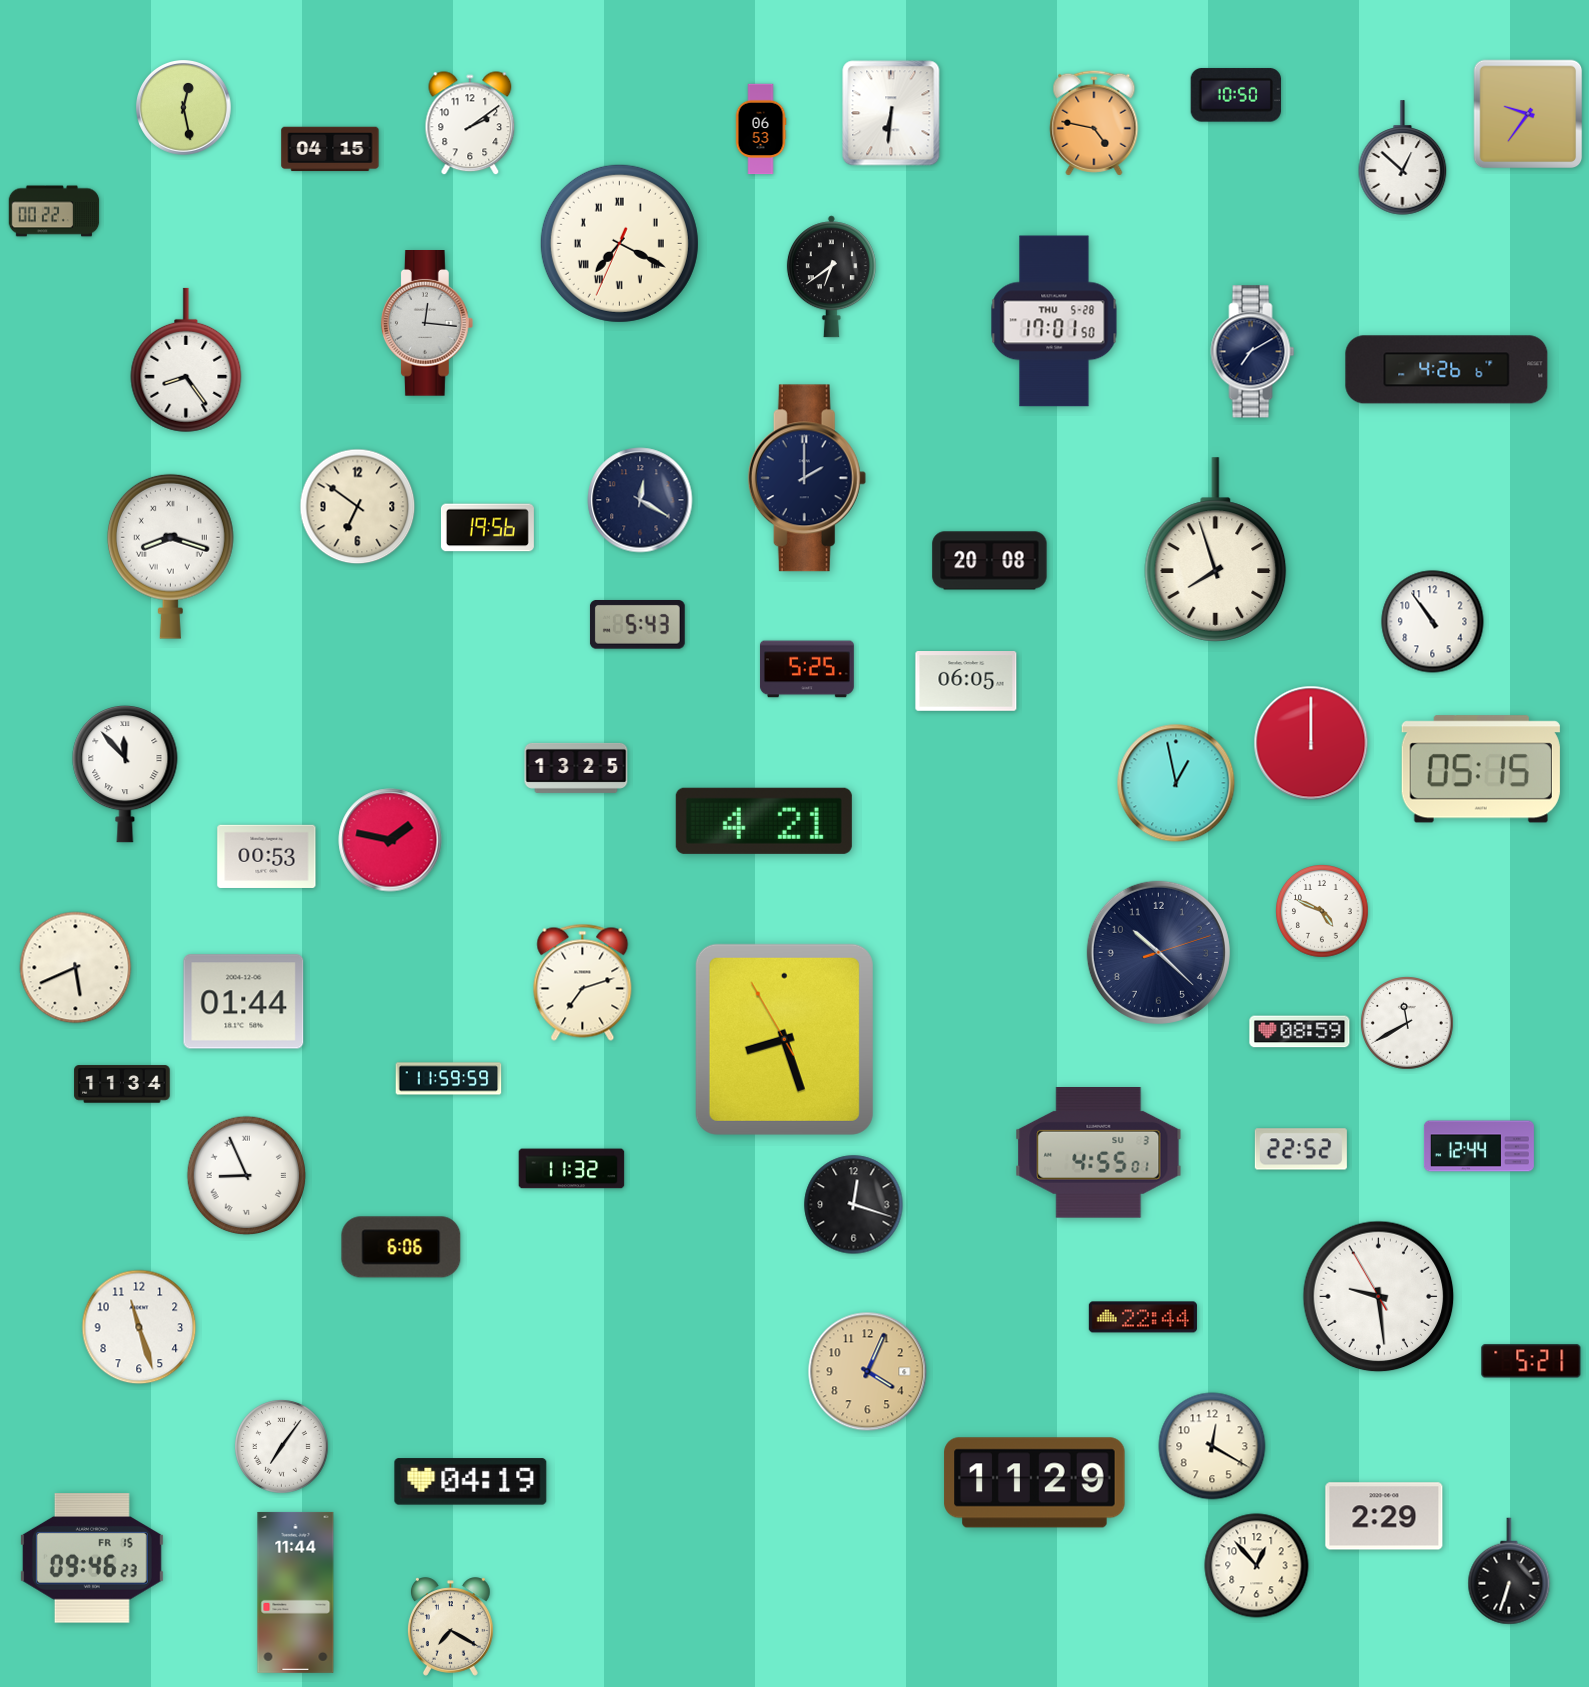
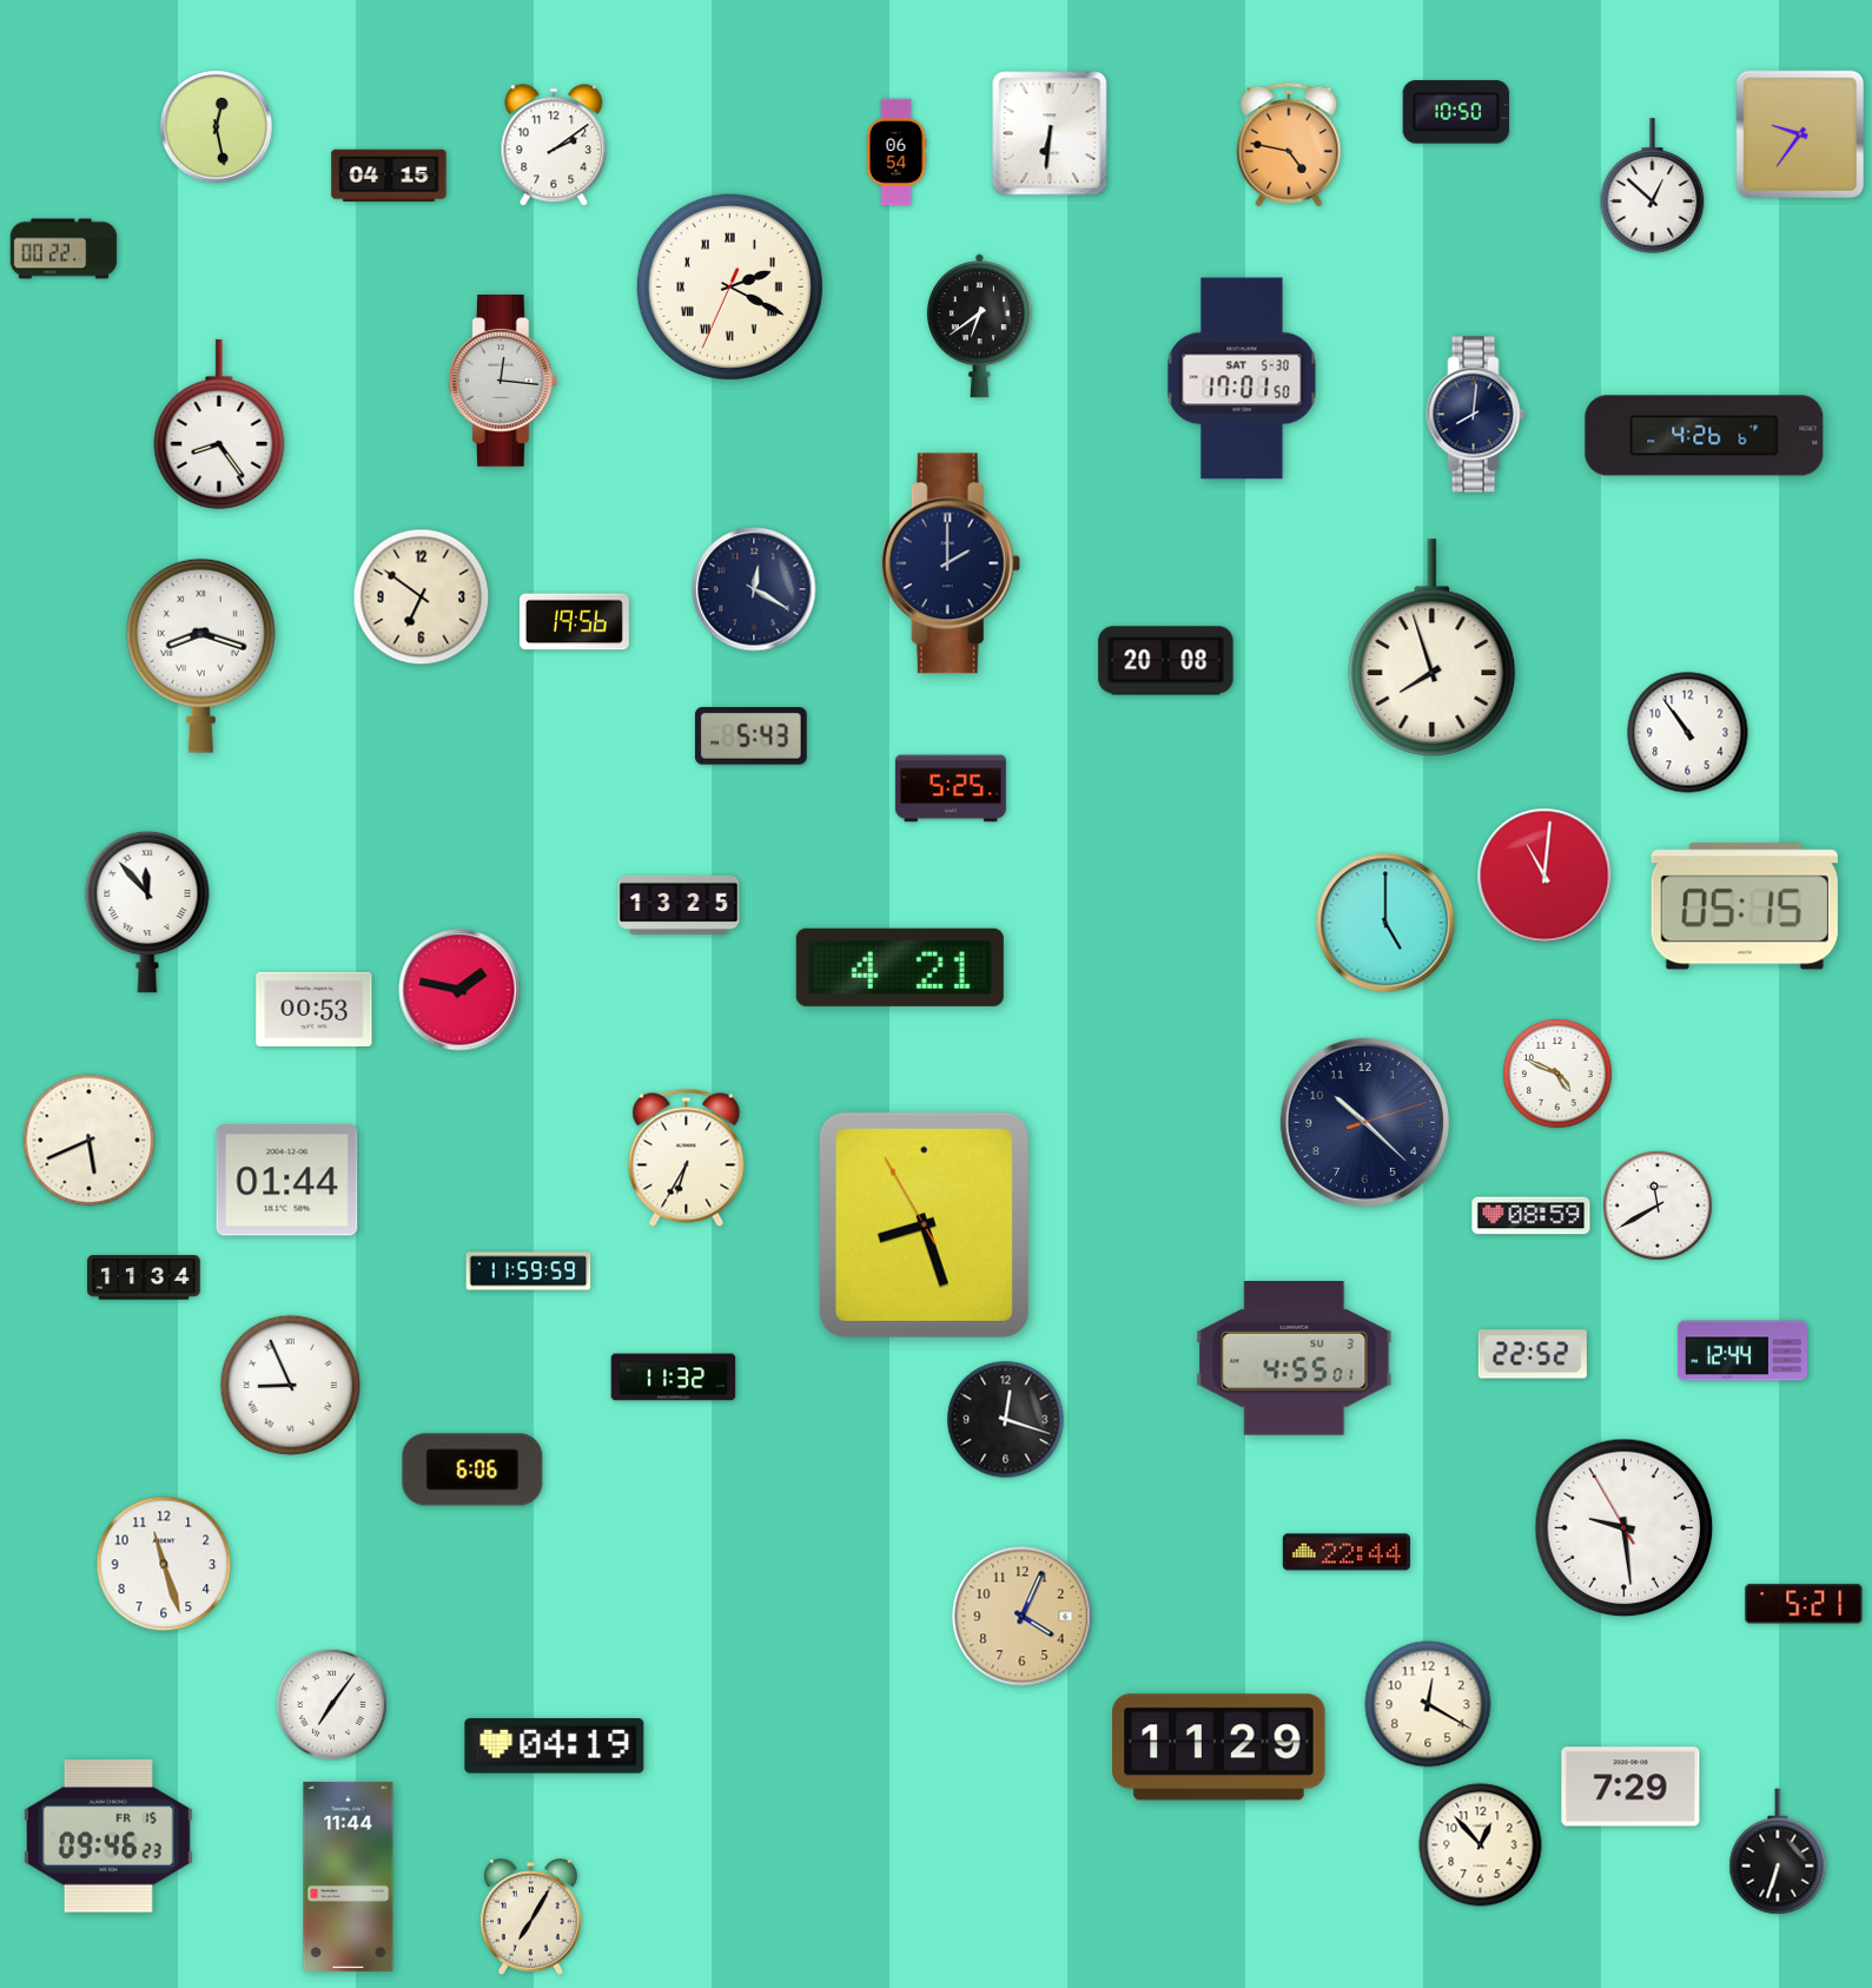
clock at (761, 129): 06:53 -> 06:54
clock at (619, 243): 7:19 -> 2:19
clock at (1054, 321) date: THU 5-28 -> SAT 5-30
clock at (1253, 352): 7:10 -> 8:01
clock at (966, 682): 06:05 -> none
clock at (1311, 743): 12:00 -> 11:01
clock at (1176, 783): 12:58 -> 5:00
clock at (583, 982): 7:12 -> 6:35
clock at (1384, 1516): 2:29 -> 7:29
clock at (450, 1627): 7:20 -> 7:05
